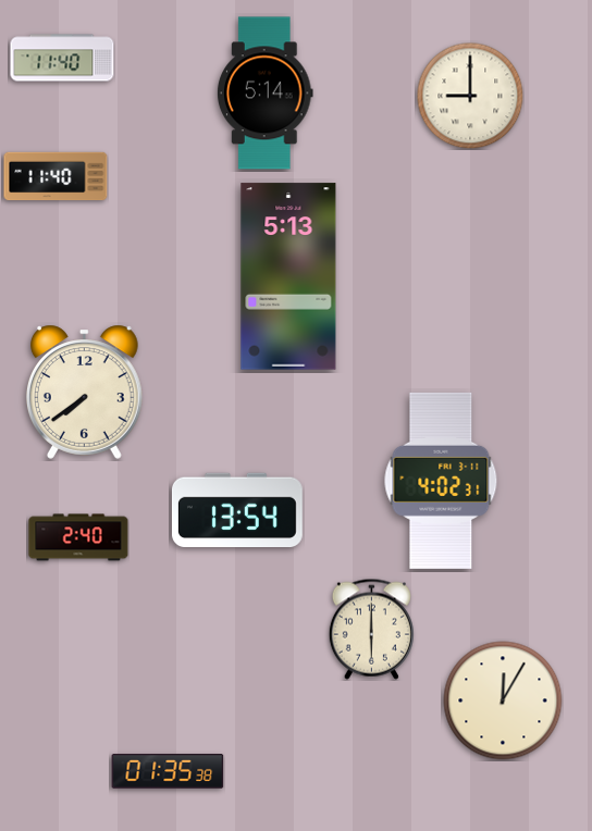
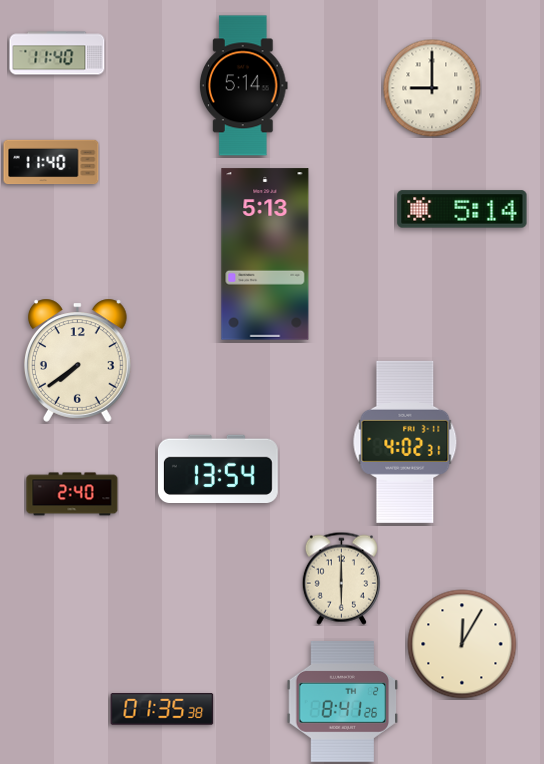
clock at (462, 209): none -> 5:14
clock at (343, 702): none -> 8:41
clock at (168, 771) position: (168, 771) -> (162, 709)
